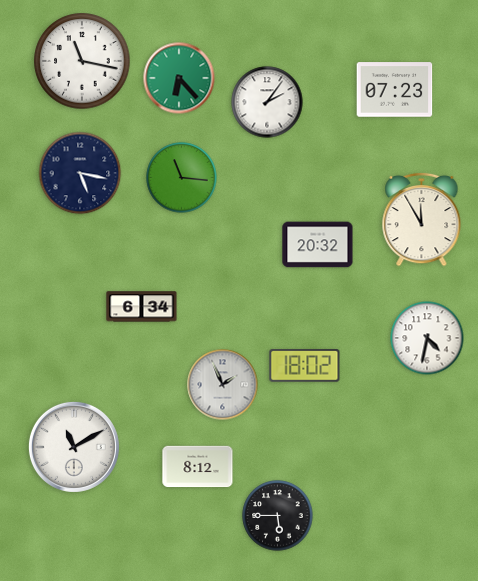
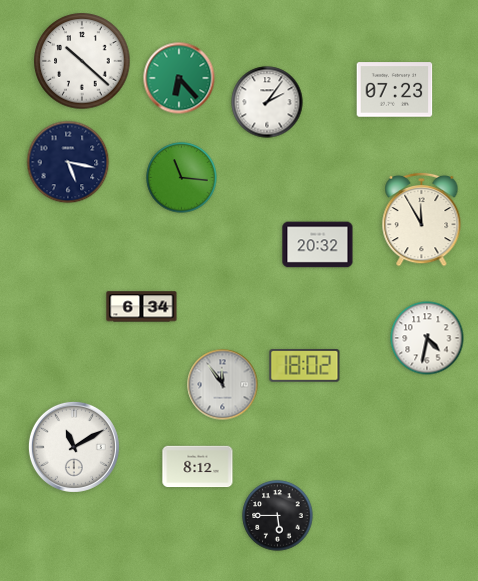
clock at (82, 61): 11:17 -> 10:22
clock at (80, 173) position: (80, 173) -> (68, 162)
clock at (223, 385): 1:56 -> 11:54
